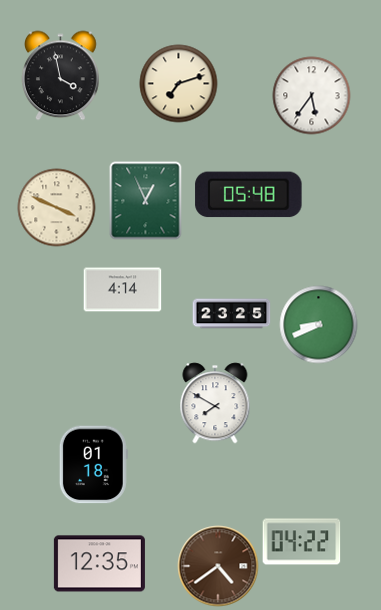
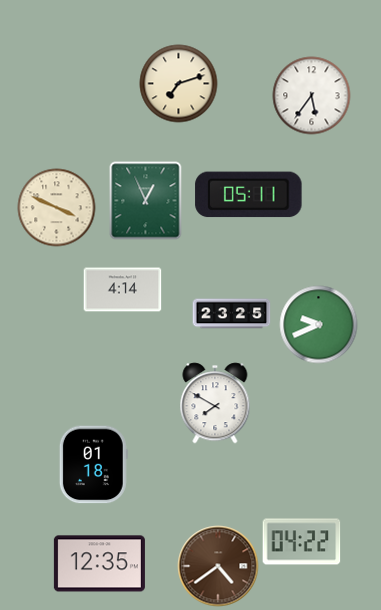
clock at (61, 75): 3:58 -> none
clock at (249, 195): 05:48 -> 05:11
clock at (318, 324): 8:41 -> 9:41
